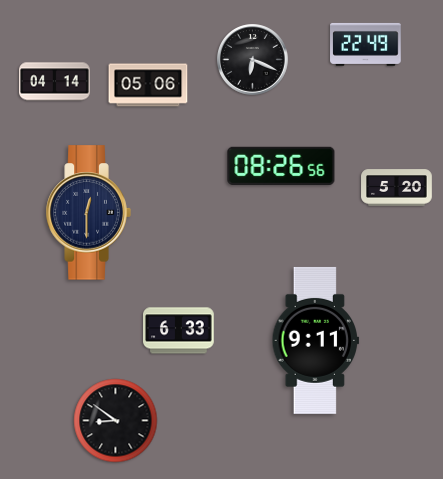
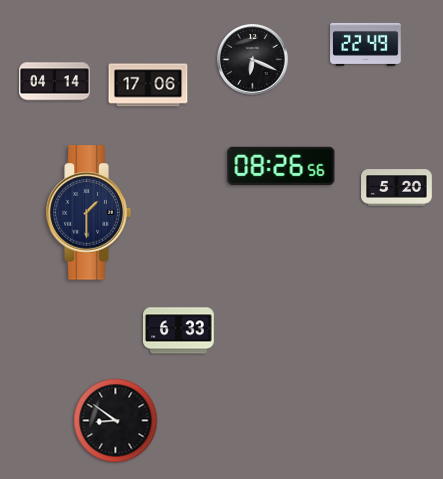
clock at (148, 85): 05:06 -> 17:06
clock at (88, 213): 12:30 -> 1:30
clock at (316, 340): 9:11 -> none
